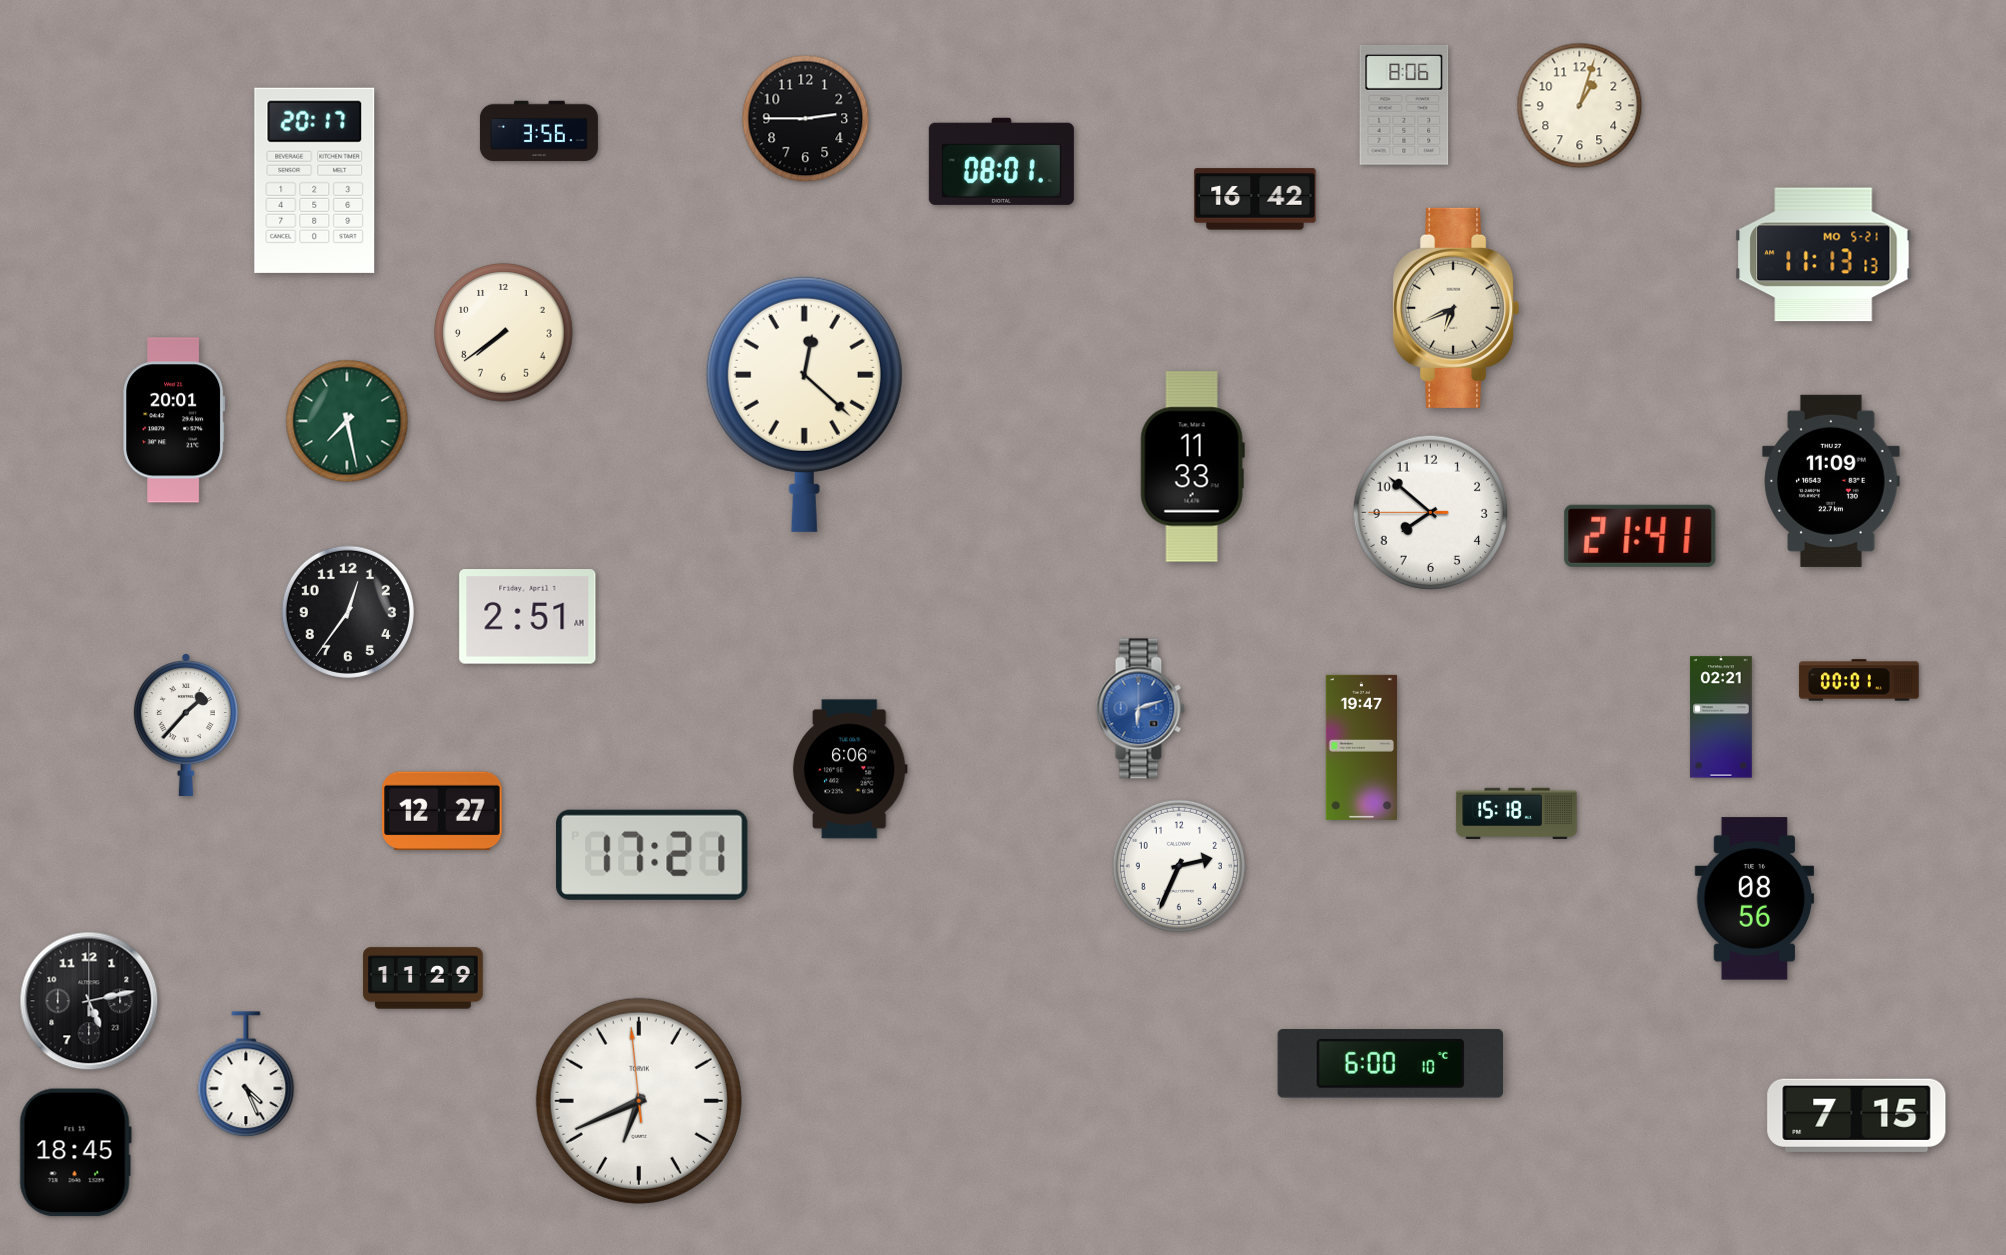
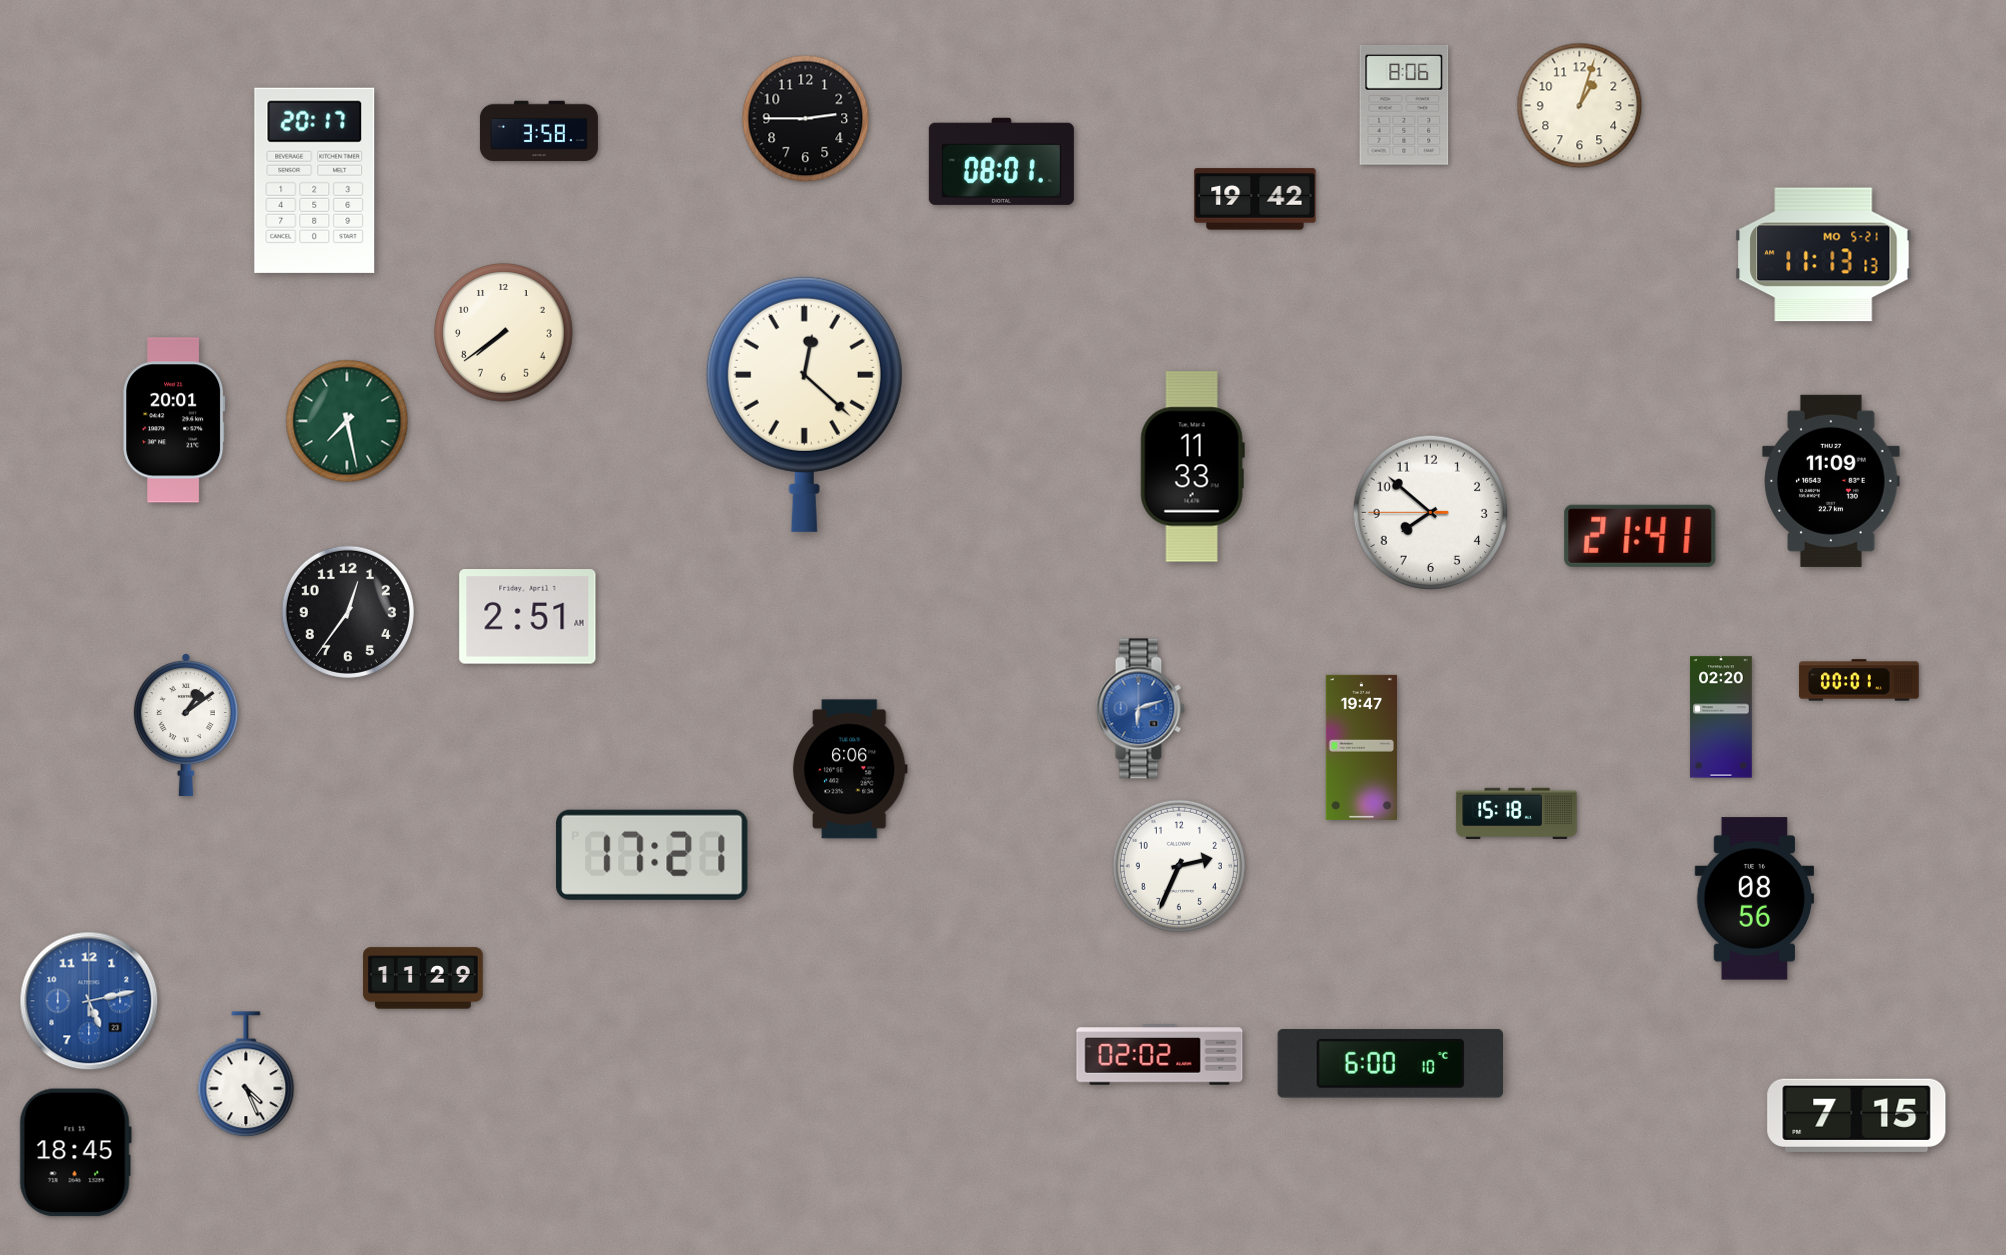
clock at (539, 131): 3:56 -> 3:58
clock at (1255, 199): 16:42 -> 19:42
clock at (1456, 308): 6:41 -> none
clock at (1721, 717): 02:21 -> 02:20
clock at (186, 725): 1:37 -> 1:09
clock at (443, 811): 12:27 -> none
clock at (89, 1001) dial: black -> blue
clock at (1160, 1055): none -> 02:02
clock at (639, 1101): 6:40 -> none
